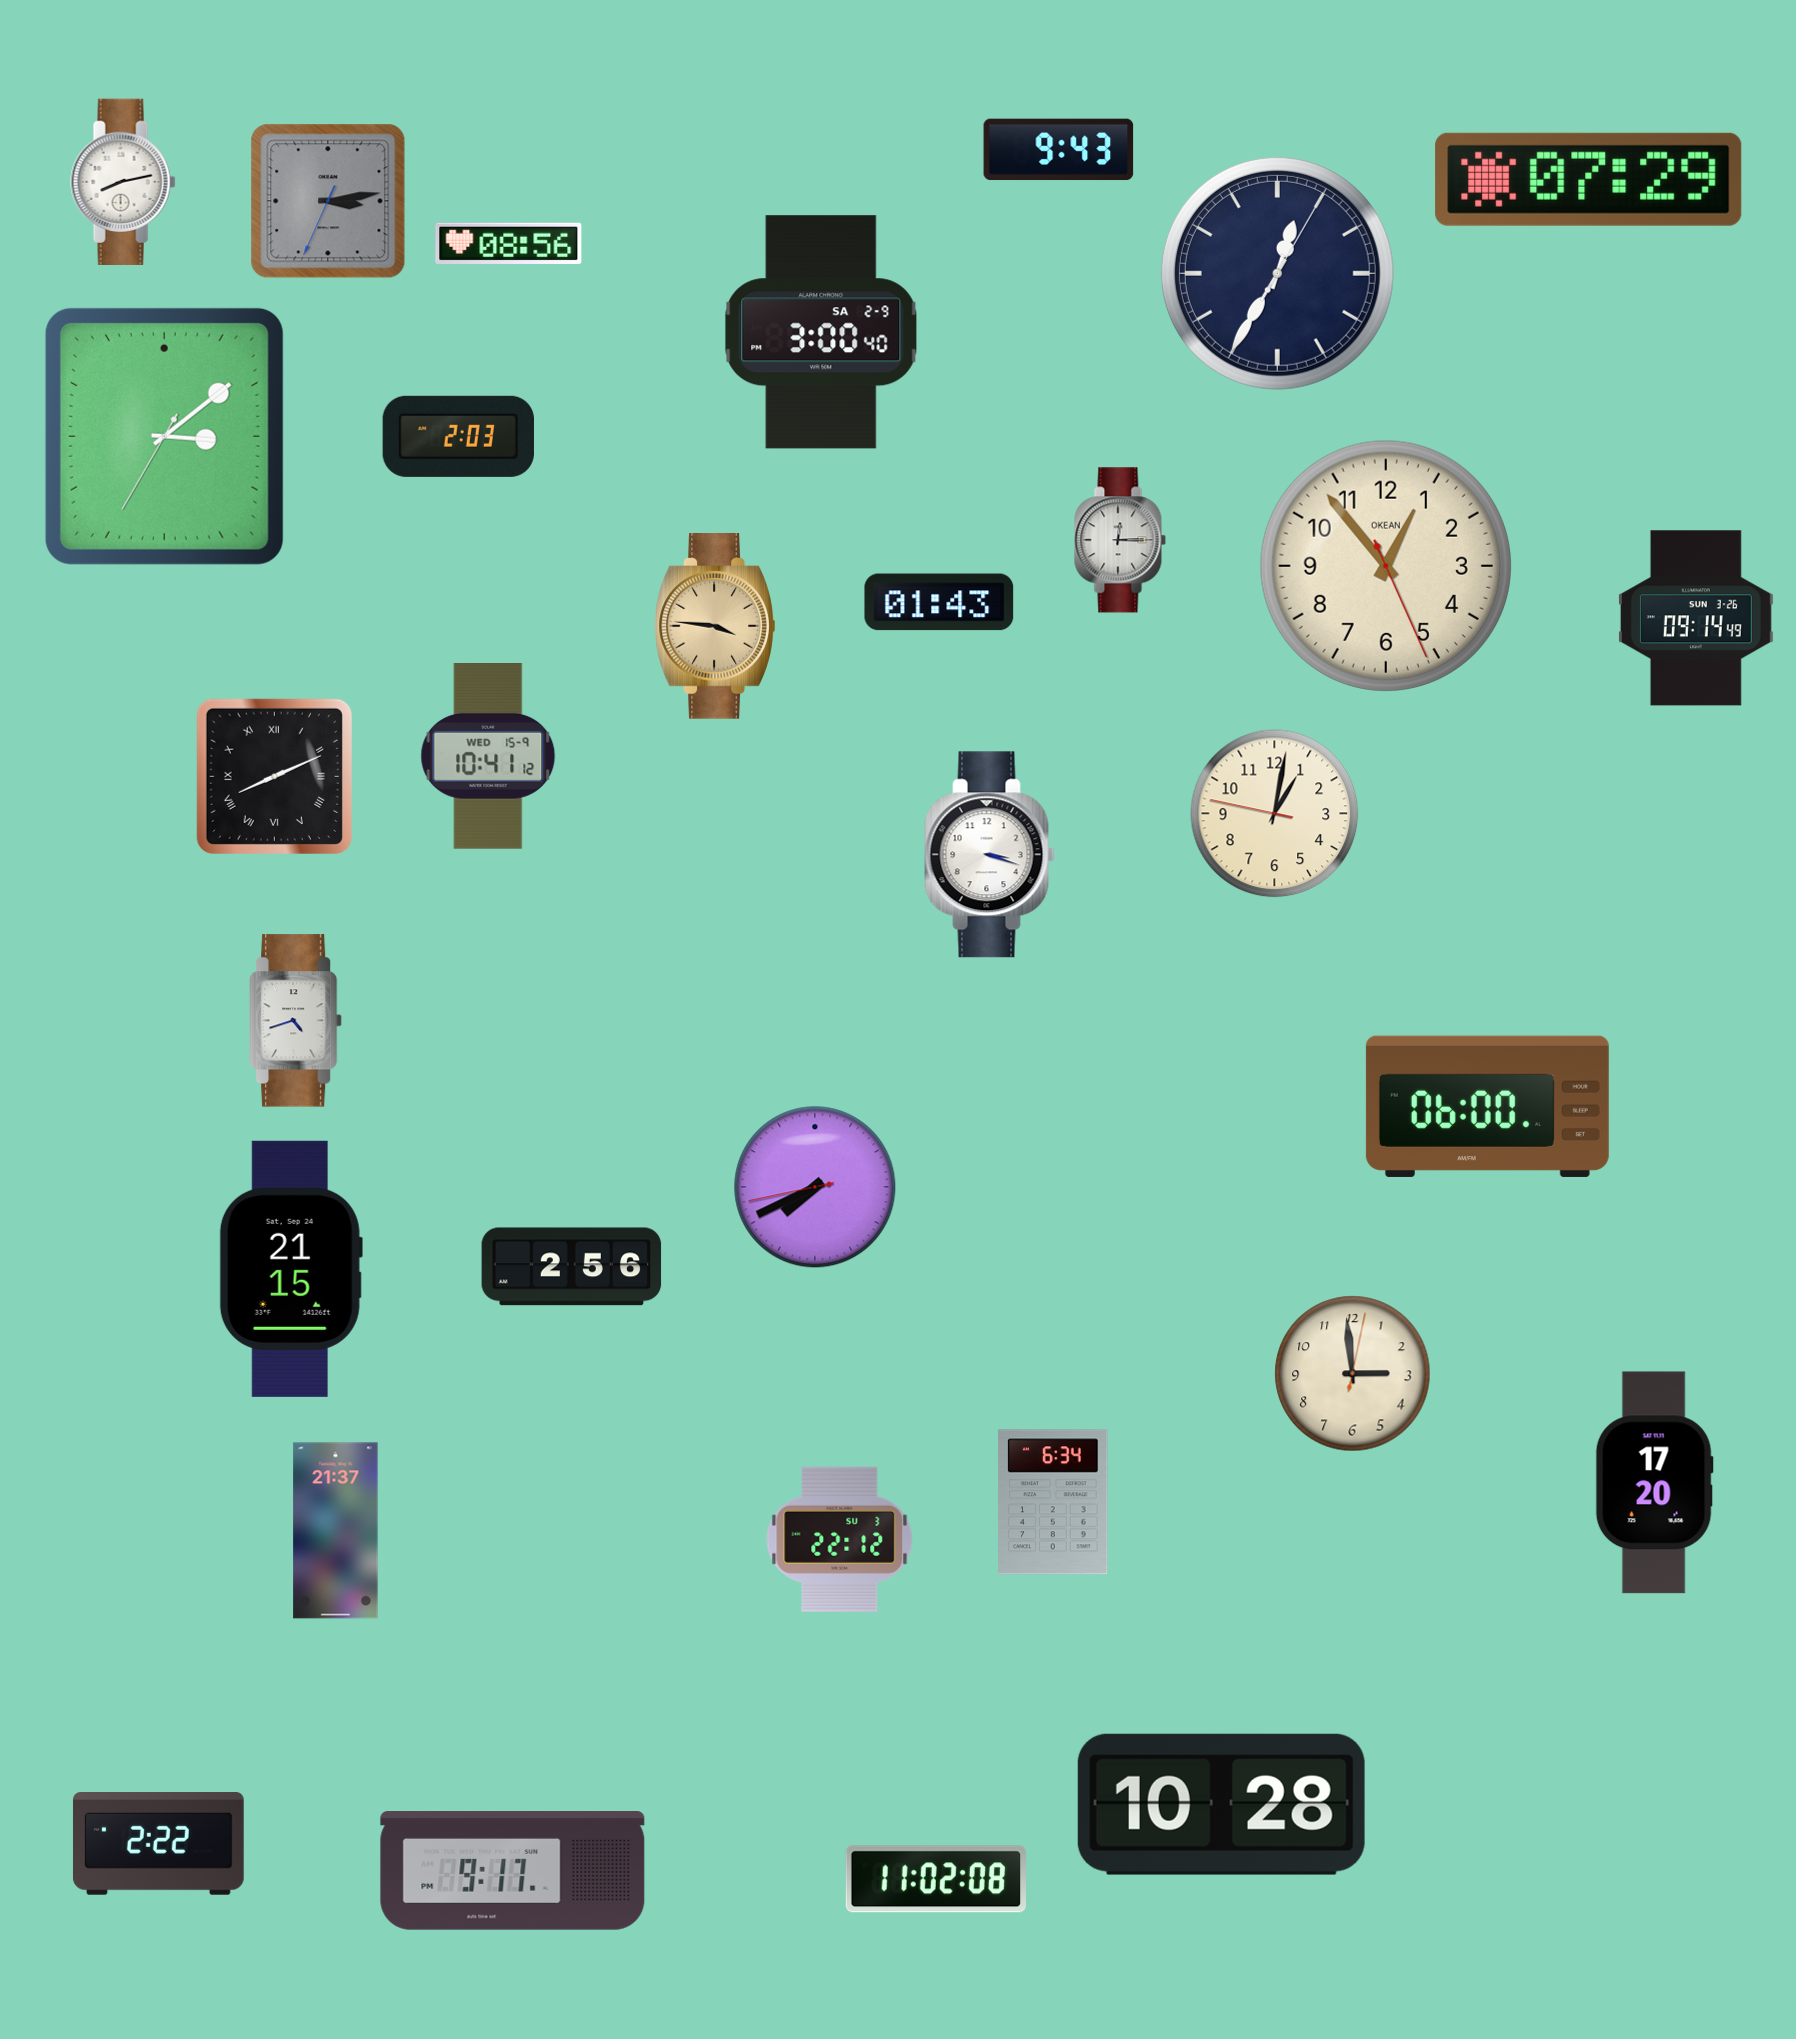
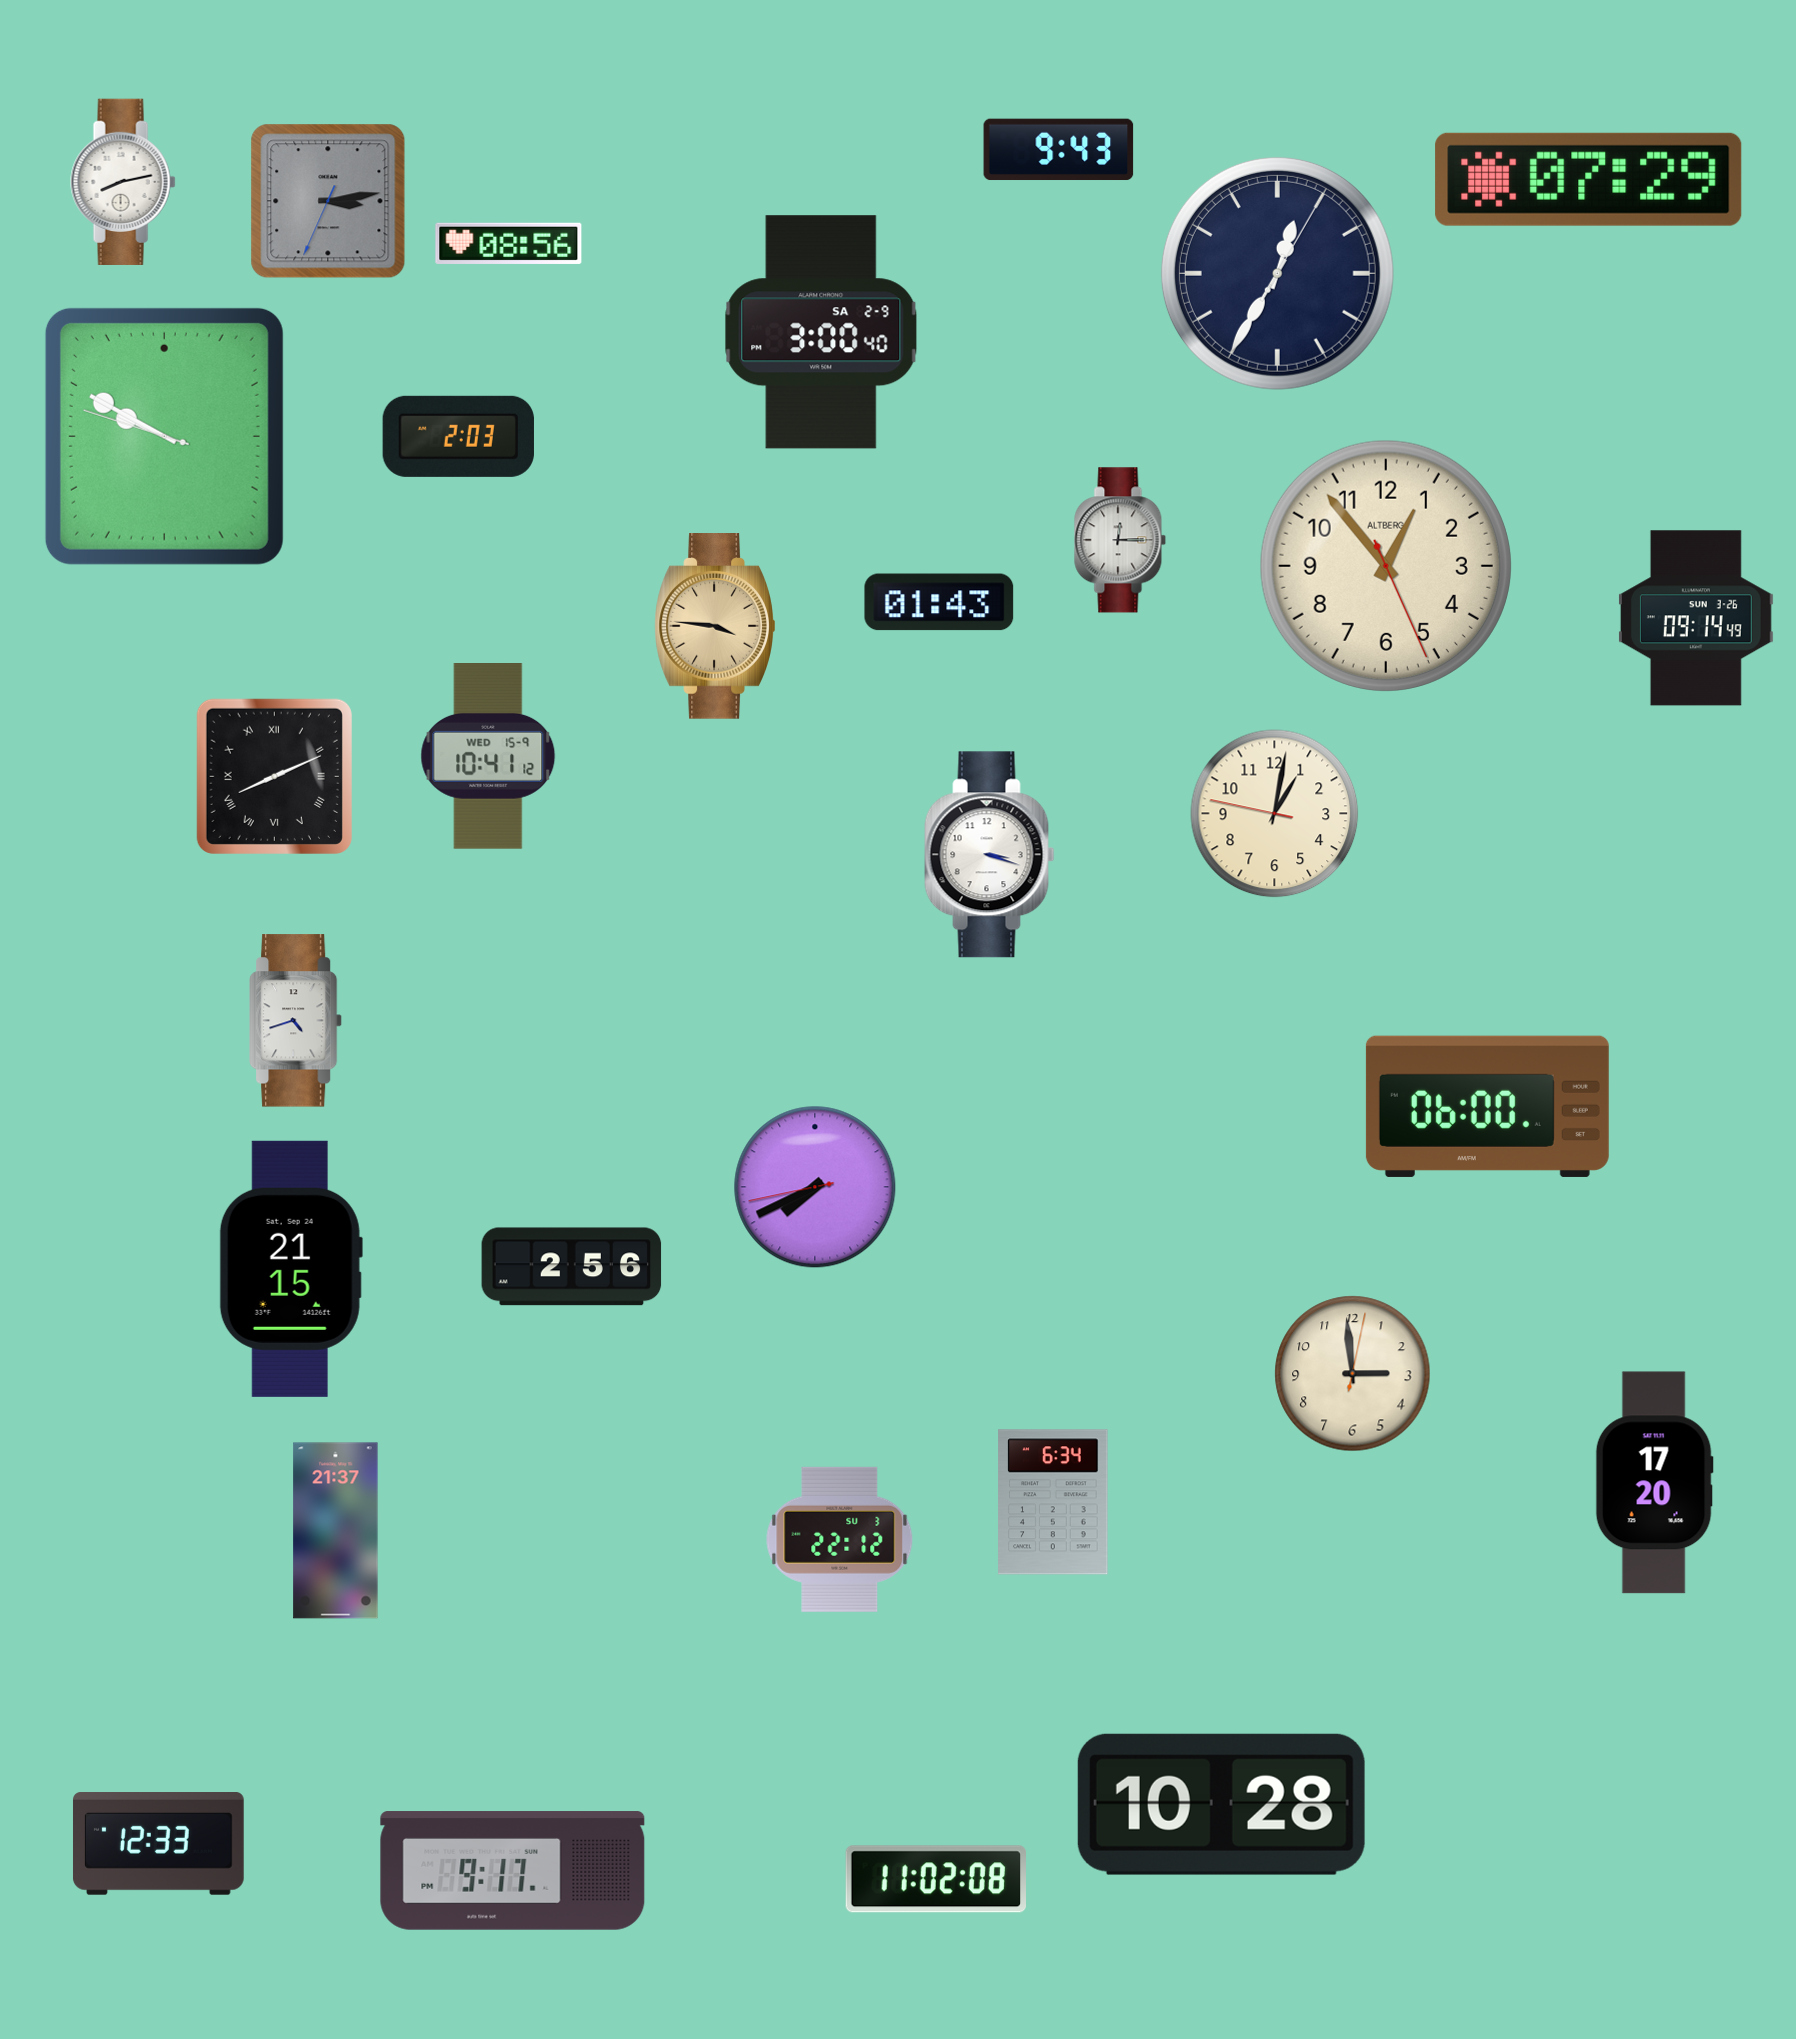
clock at (164, 436): 3:08 -> 9:49
clock at (1386, 566) brand: OKEAN -> ALTBERG
clock at (159, 1844): 2:22 -> 12:33
